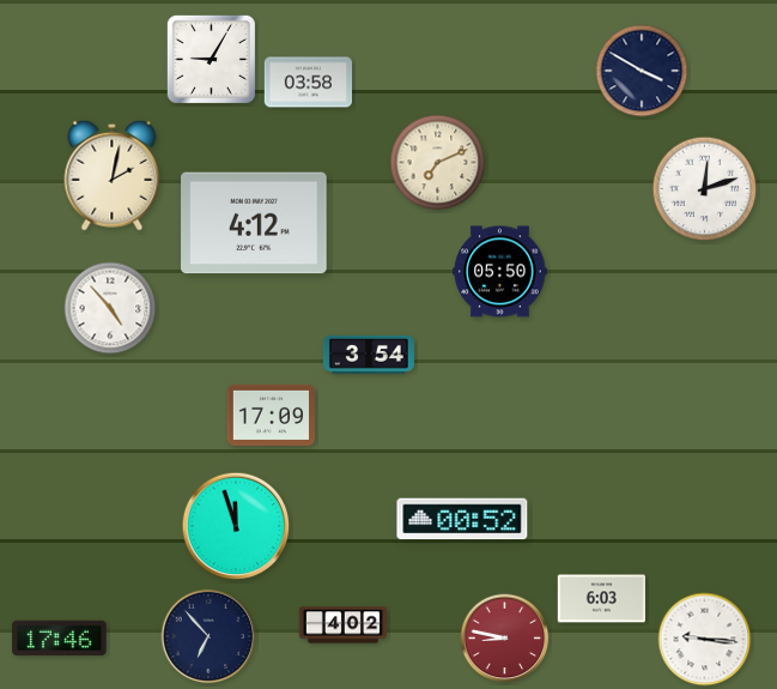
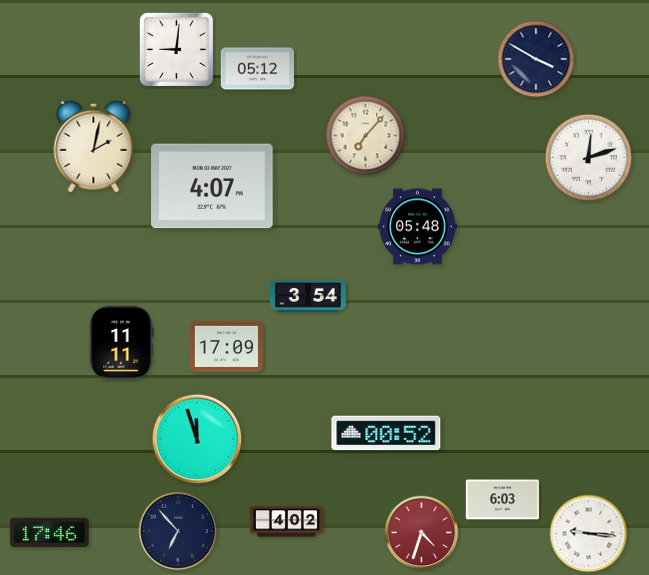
clock at (211, 59): 9:05 -> 9:01
clock at (309, 83): 03:58 -> 05:12
clock at (438, 163): 7:11 -> 7:07
clock at (254, 223): 4:12 -> 4:07
clock at (500, 272): 05:50 -> 05:48
clock at (110, 308): 4:53 -> none
clock at (122, 342): none -> 11:11
clock at (208, 636) position: (208, 636) -> (178, 531)
clock at (505, 639): 8:47 -> 4:33
